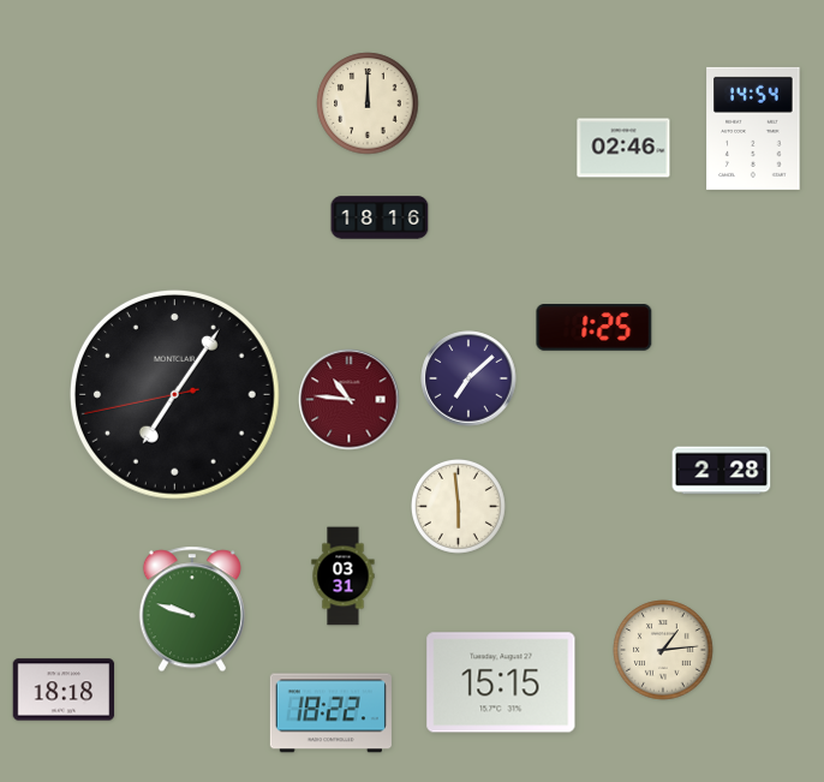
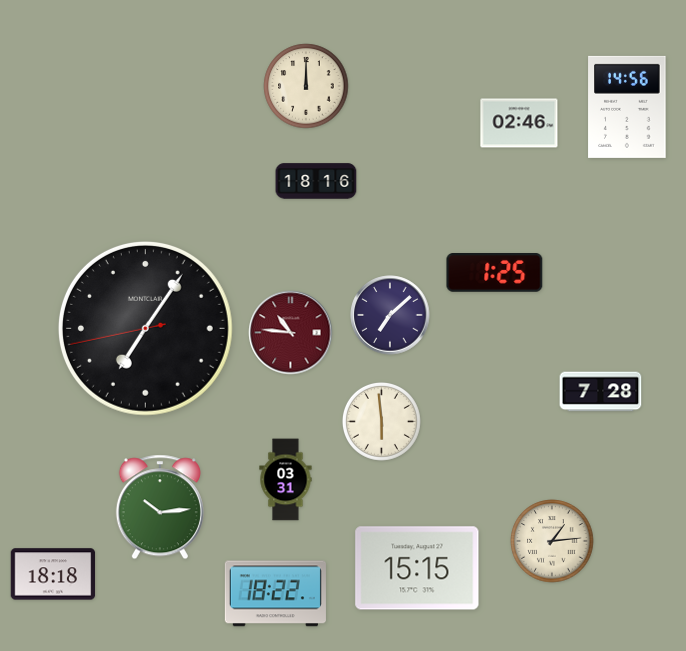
clock at (753, 129): 14:54 -> 14:56
clock at (722, 471): 2:28 -> 7:28
clock at (192, 609): 9:48 -> 10:14
